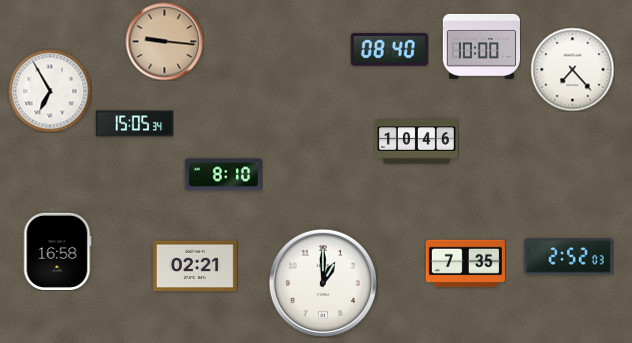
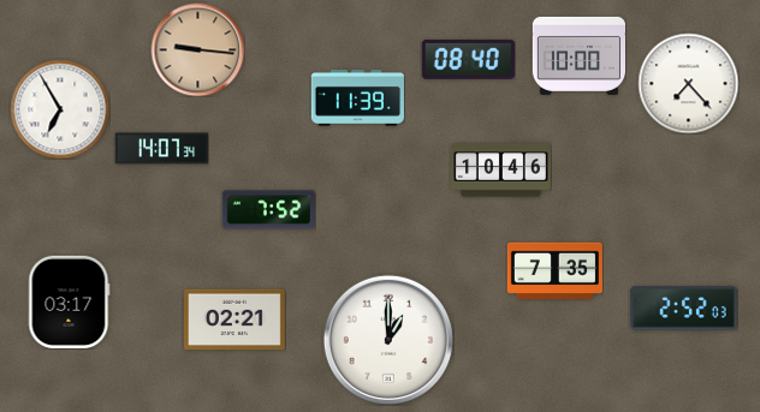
clock at (357, 98): none -> 11:39
clock at (134, 124): 15:05 -> 14:07
clock at (223, 175): 8:10 -> 7:52
clock at (58, 251): 16:58 -> 03:17
clock at (465, 263) position: (465, 263) -> (554, 270)
